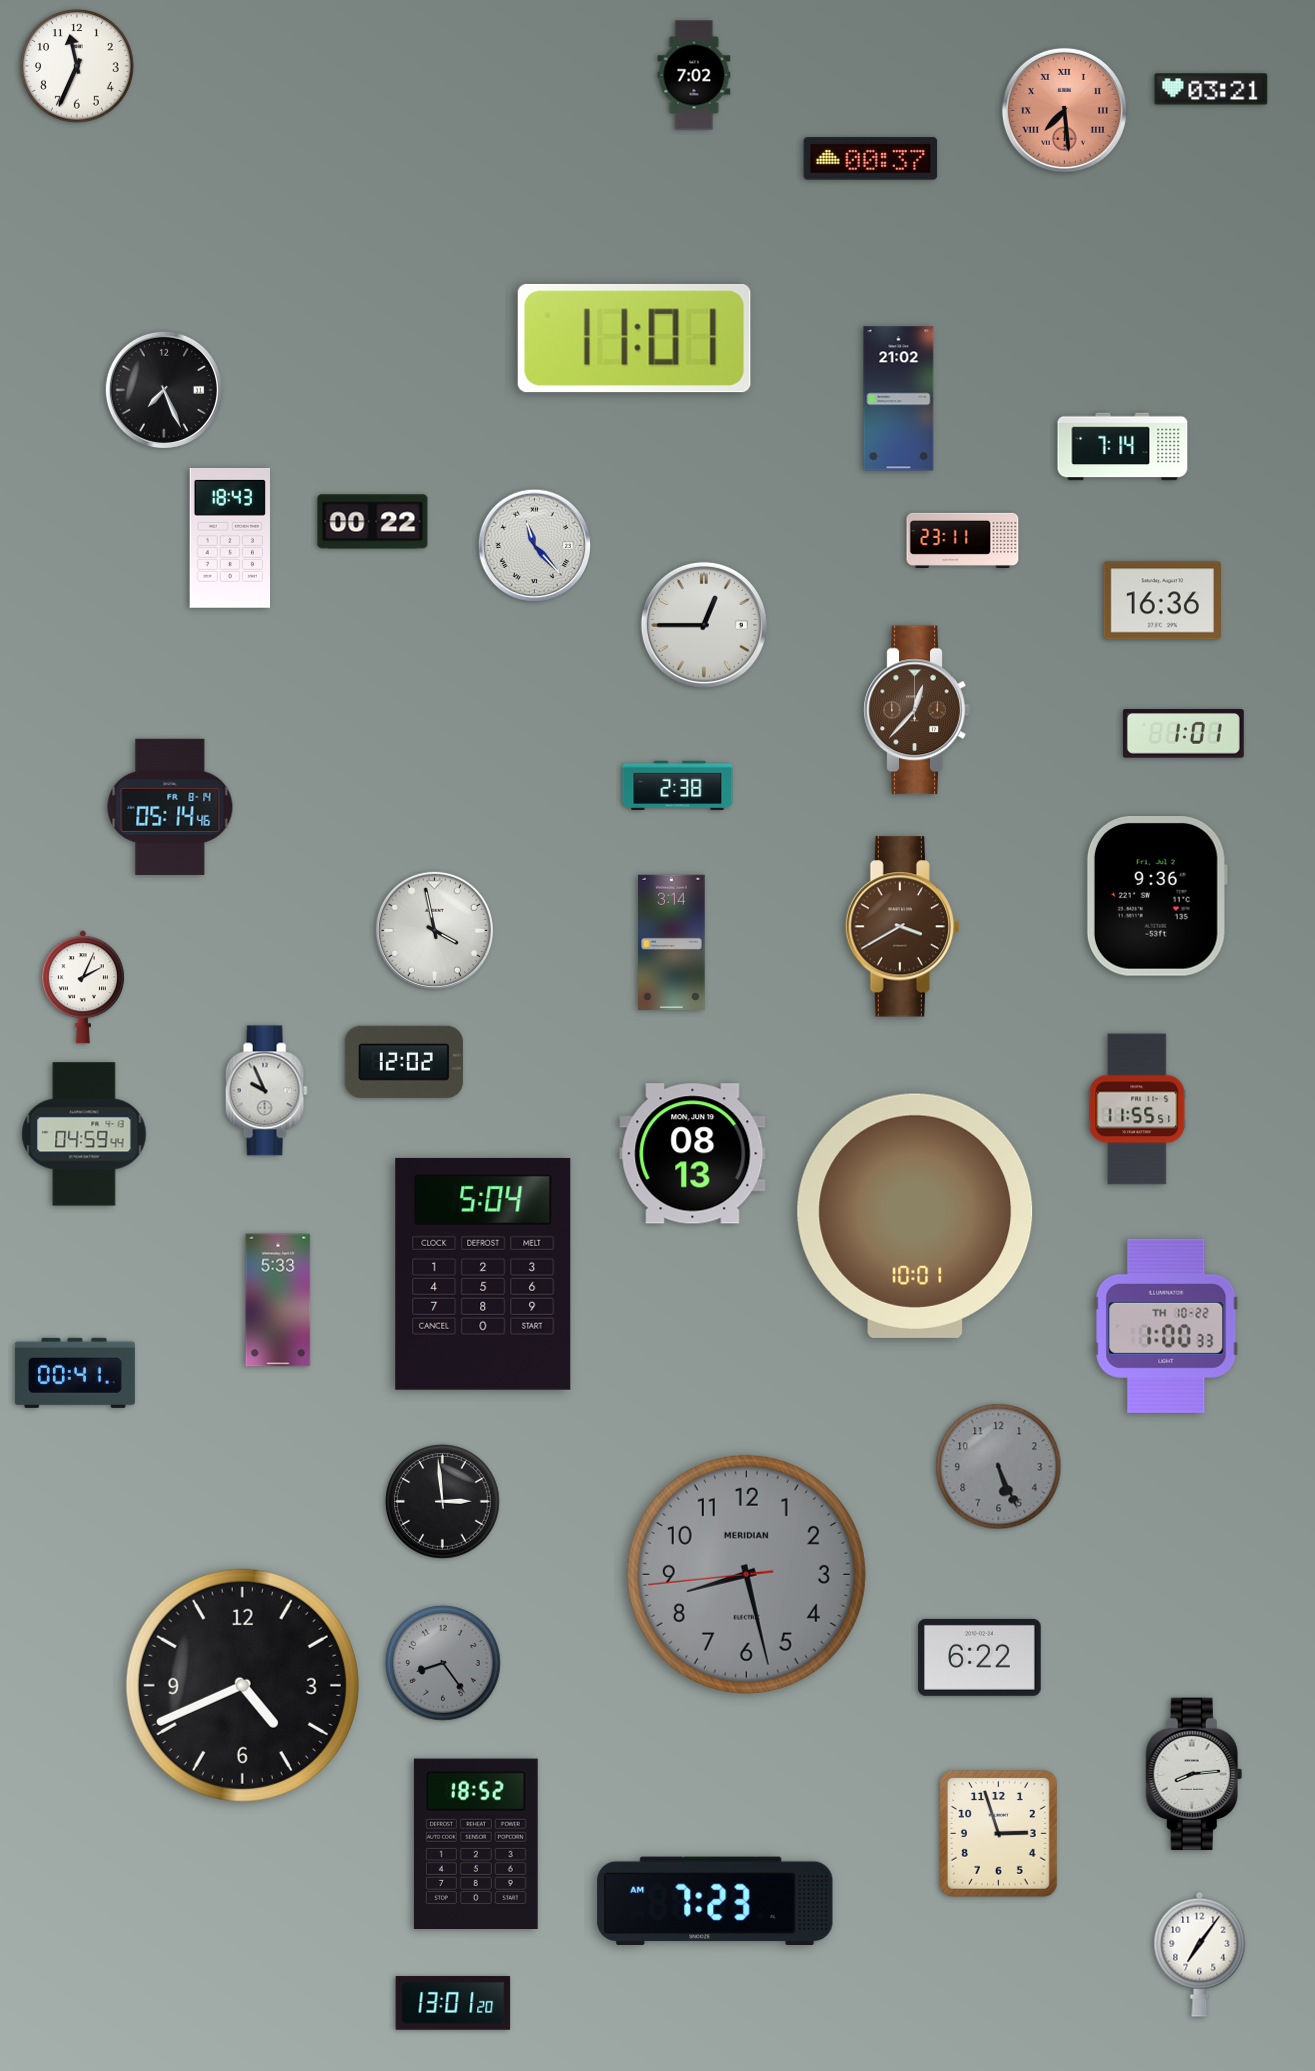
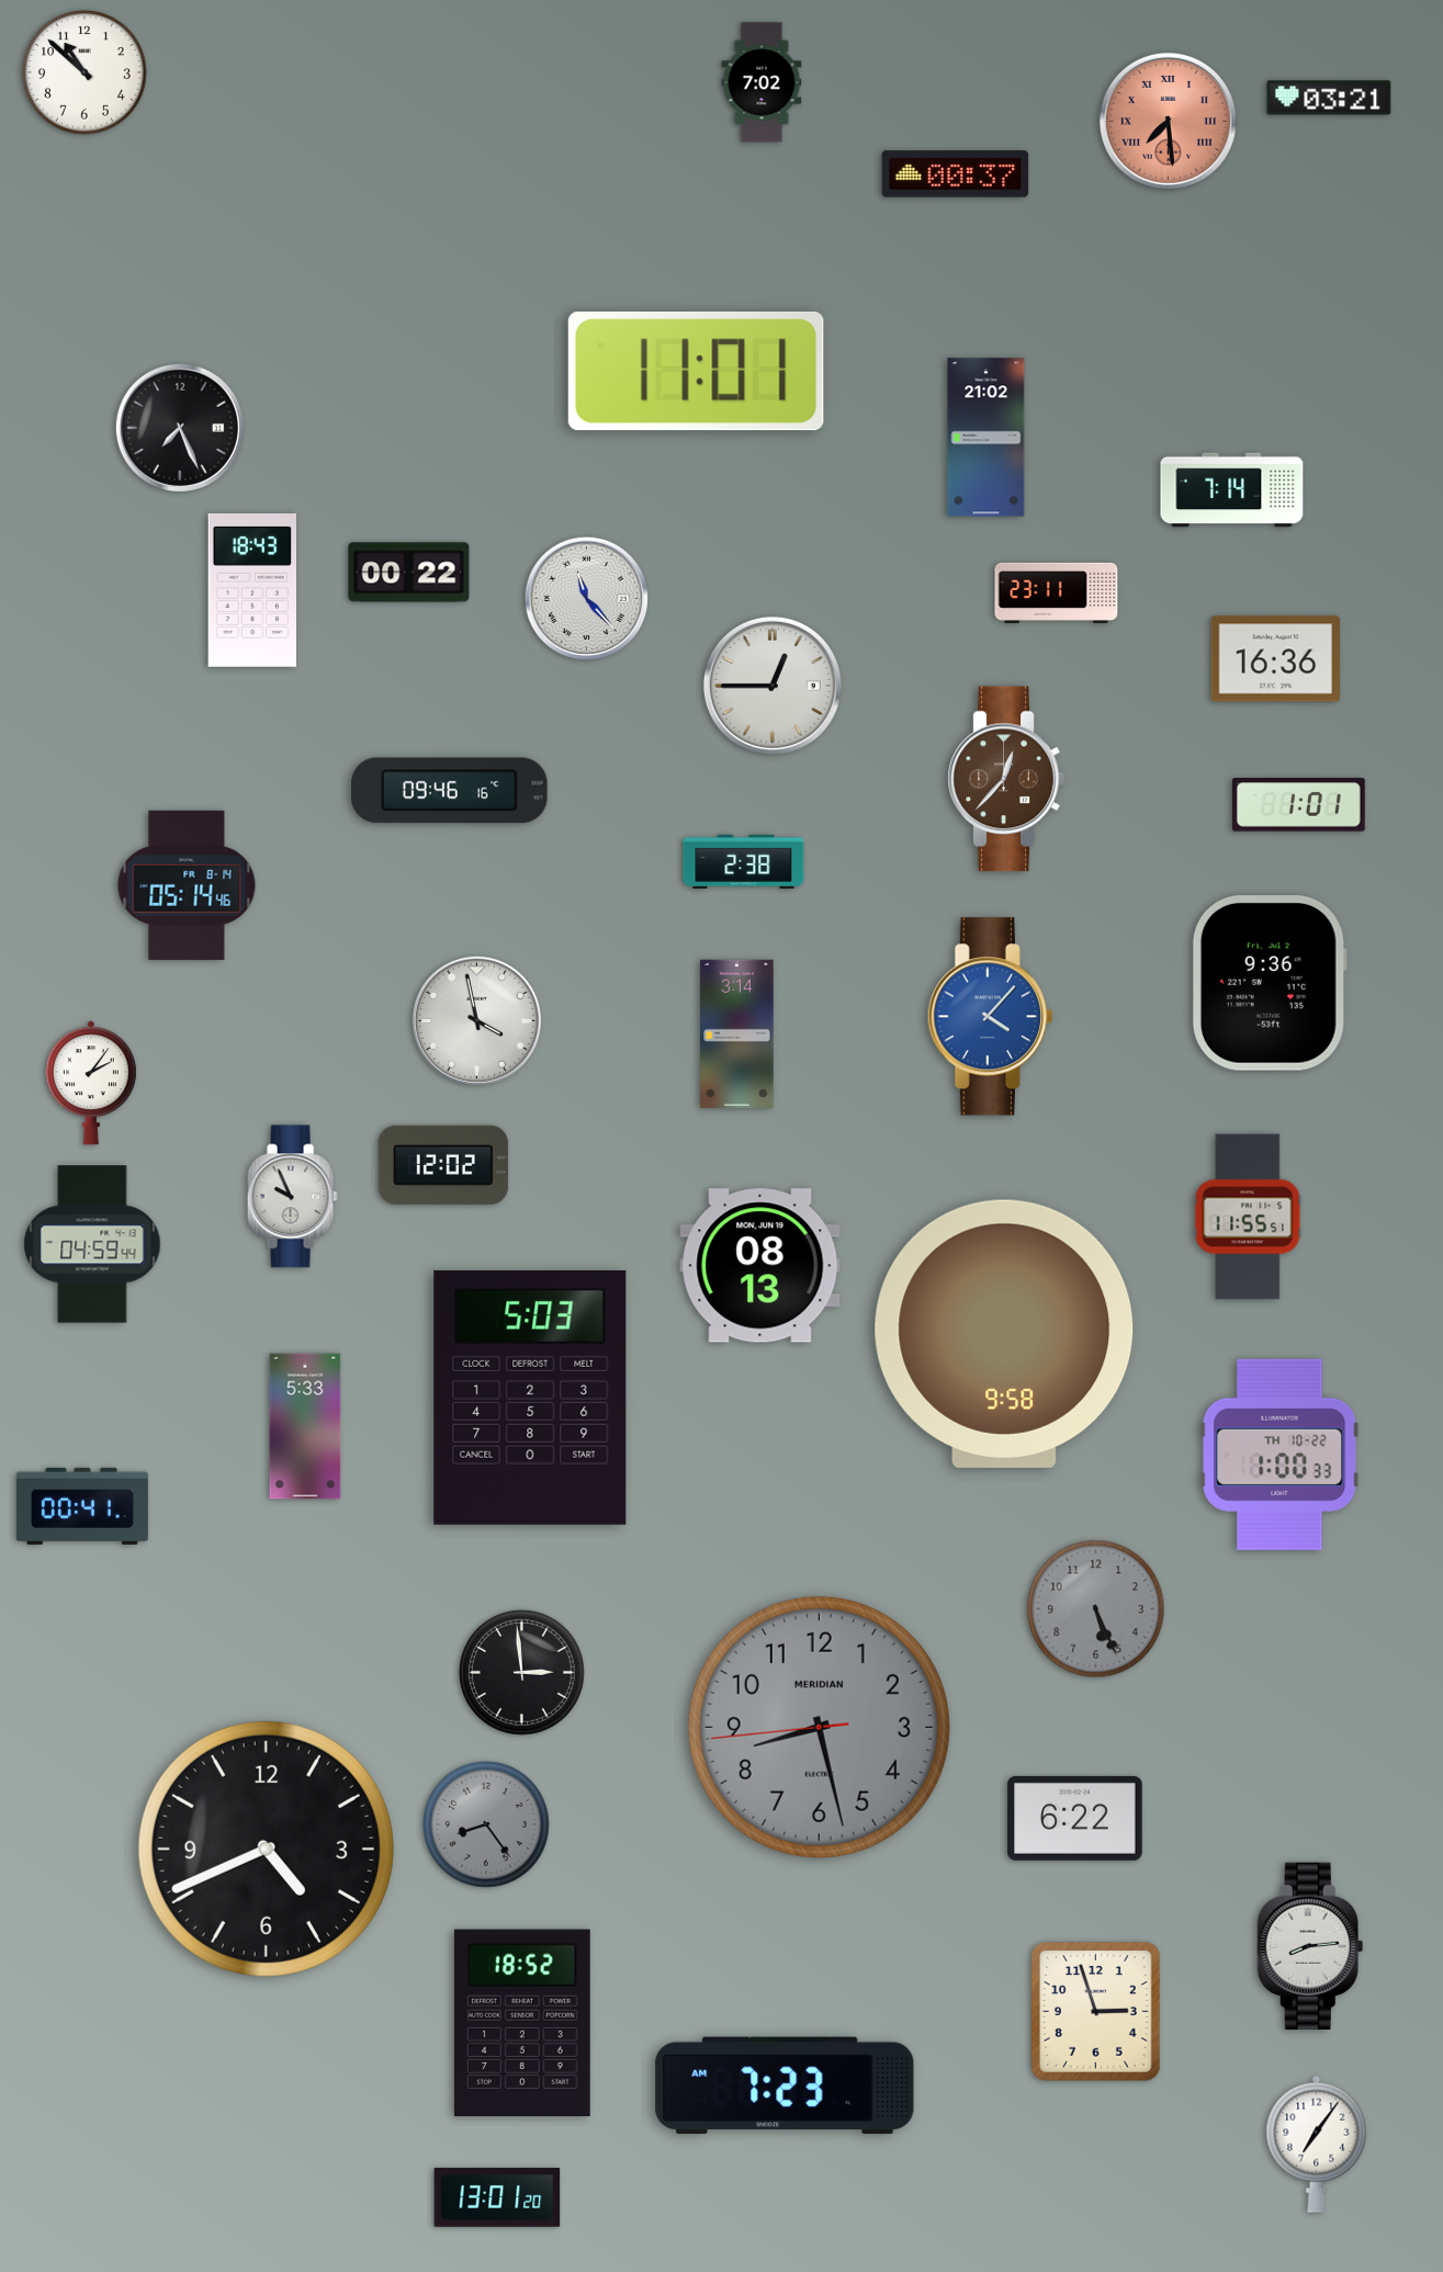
clock at (78, 67): 11:34 -> 10:52
clock at (450, 791): none -> 09:46
clock at (902, 927): 3:40 -> 4:07
clock at (902, 927) dial: brown -> blue
clock at (83, 987): 2:04 -> 2:06
clock at (915, 1216): 10:01 -> 9:58
clock at (483, 1274): 5:04 -> 5:03
clock at (443, 1502) position: (443, 1502) -> (522, 1673)
